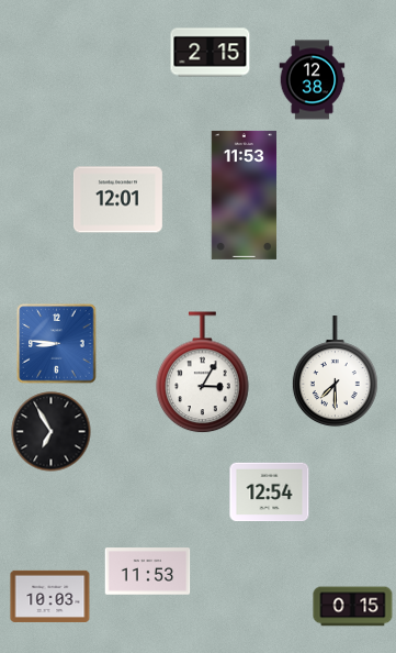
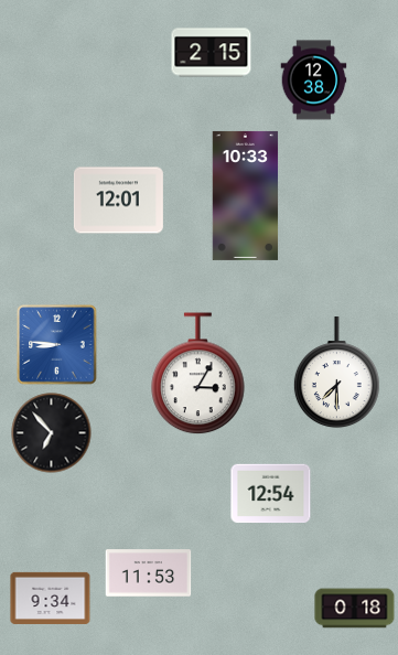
clock at (245, 195): 11:53 -> 10:33
clock at (203, 373) position: (203, 373) -> (198, 374)
clock at (52, 432): 6:55 -> 6:53
clock at (50, 596): 10:03 -> 9:34
clock at (353, 607): 0:15 -> 0:18
